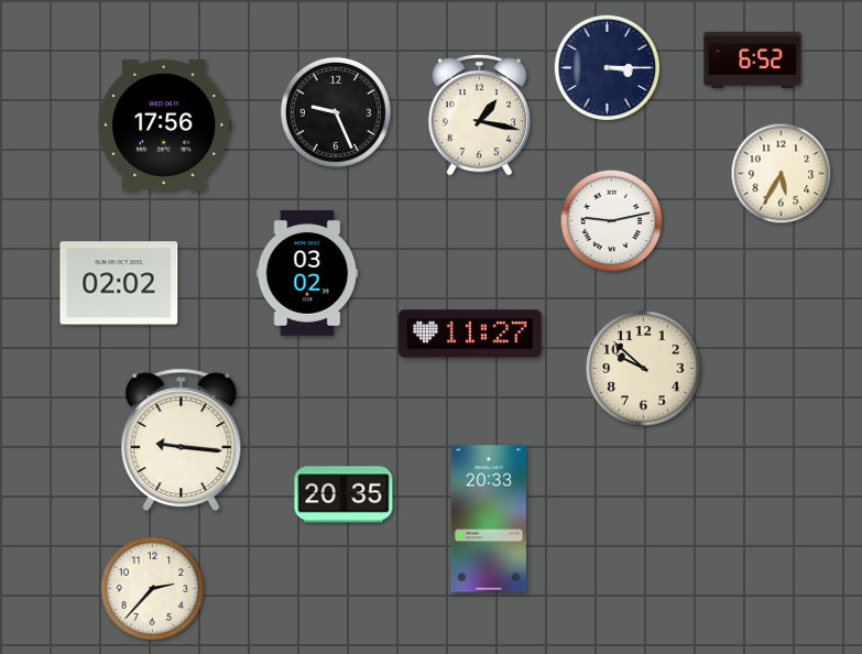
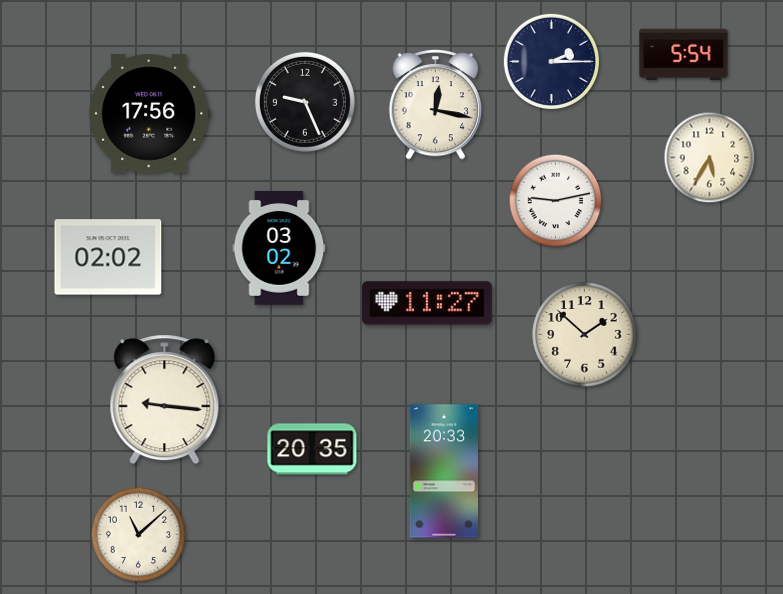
clock at (753, 61): 6:52 -> 5:54
clock at (607, 67): 3:15 -> 2:15
clock at (479, 116): 1:17 -> 12:17
clock at (644, 369): 9:52 -> 1:52
clock at (153, 589): 2:37 -> 11:08
